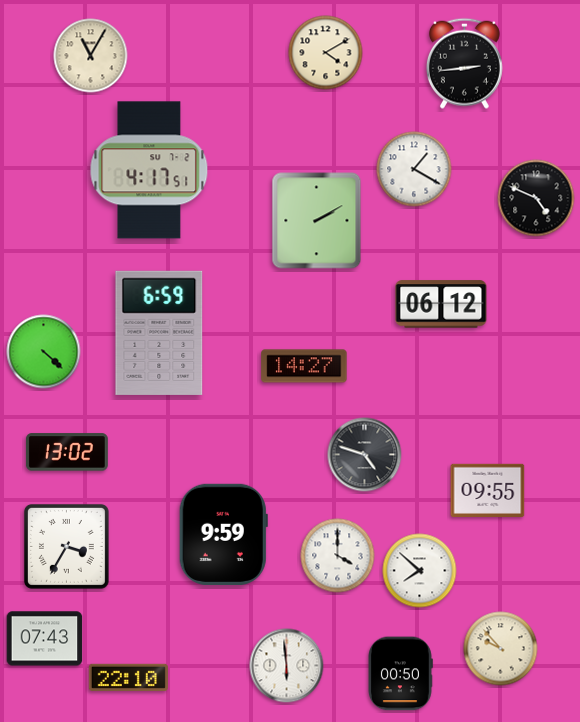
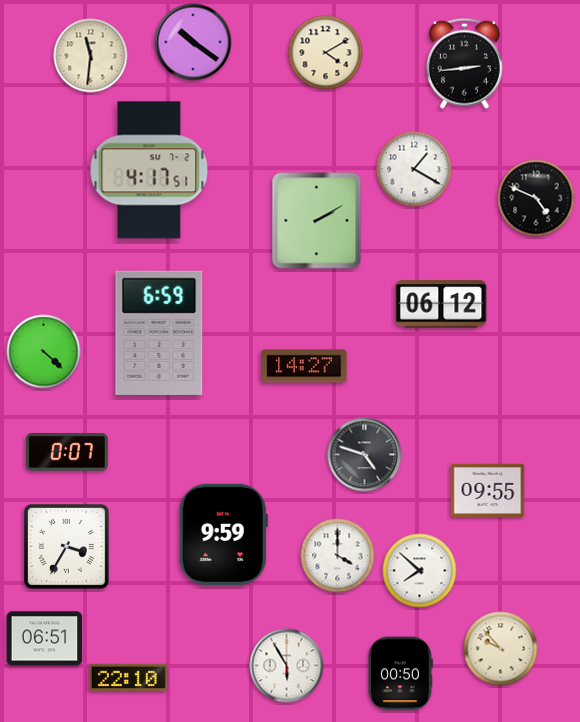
clock at (193, 42): none -> 10:21
clock at (91, 56): 11:05 -> 11:31
clock at (67, 452): 13:02 -> 0:07
clock at (45, 639): 07:43 -> 06:51
clock at (287, 666): 5:59 -> 5:55
